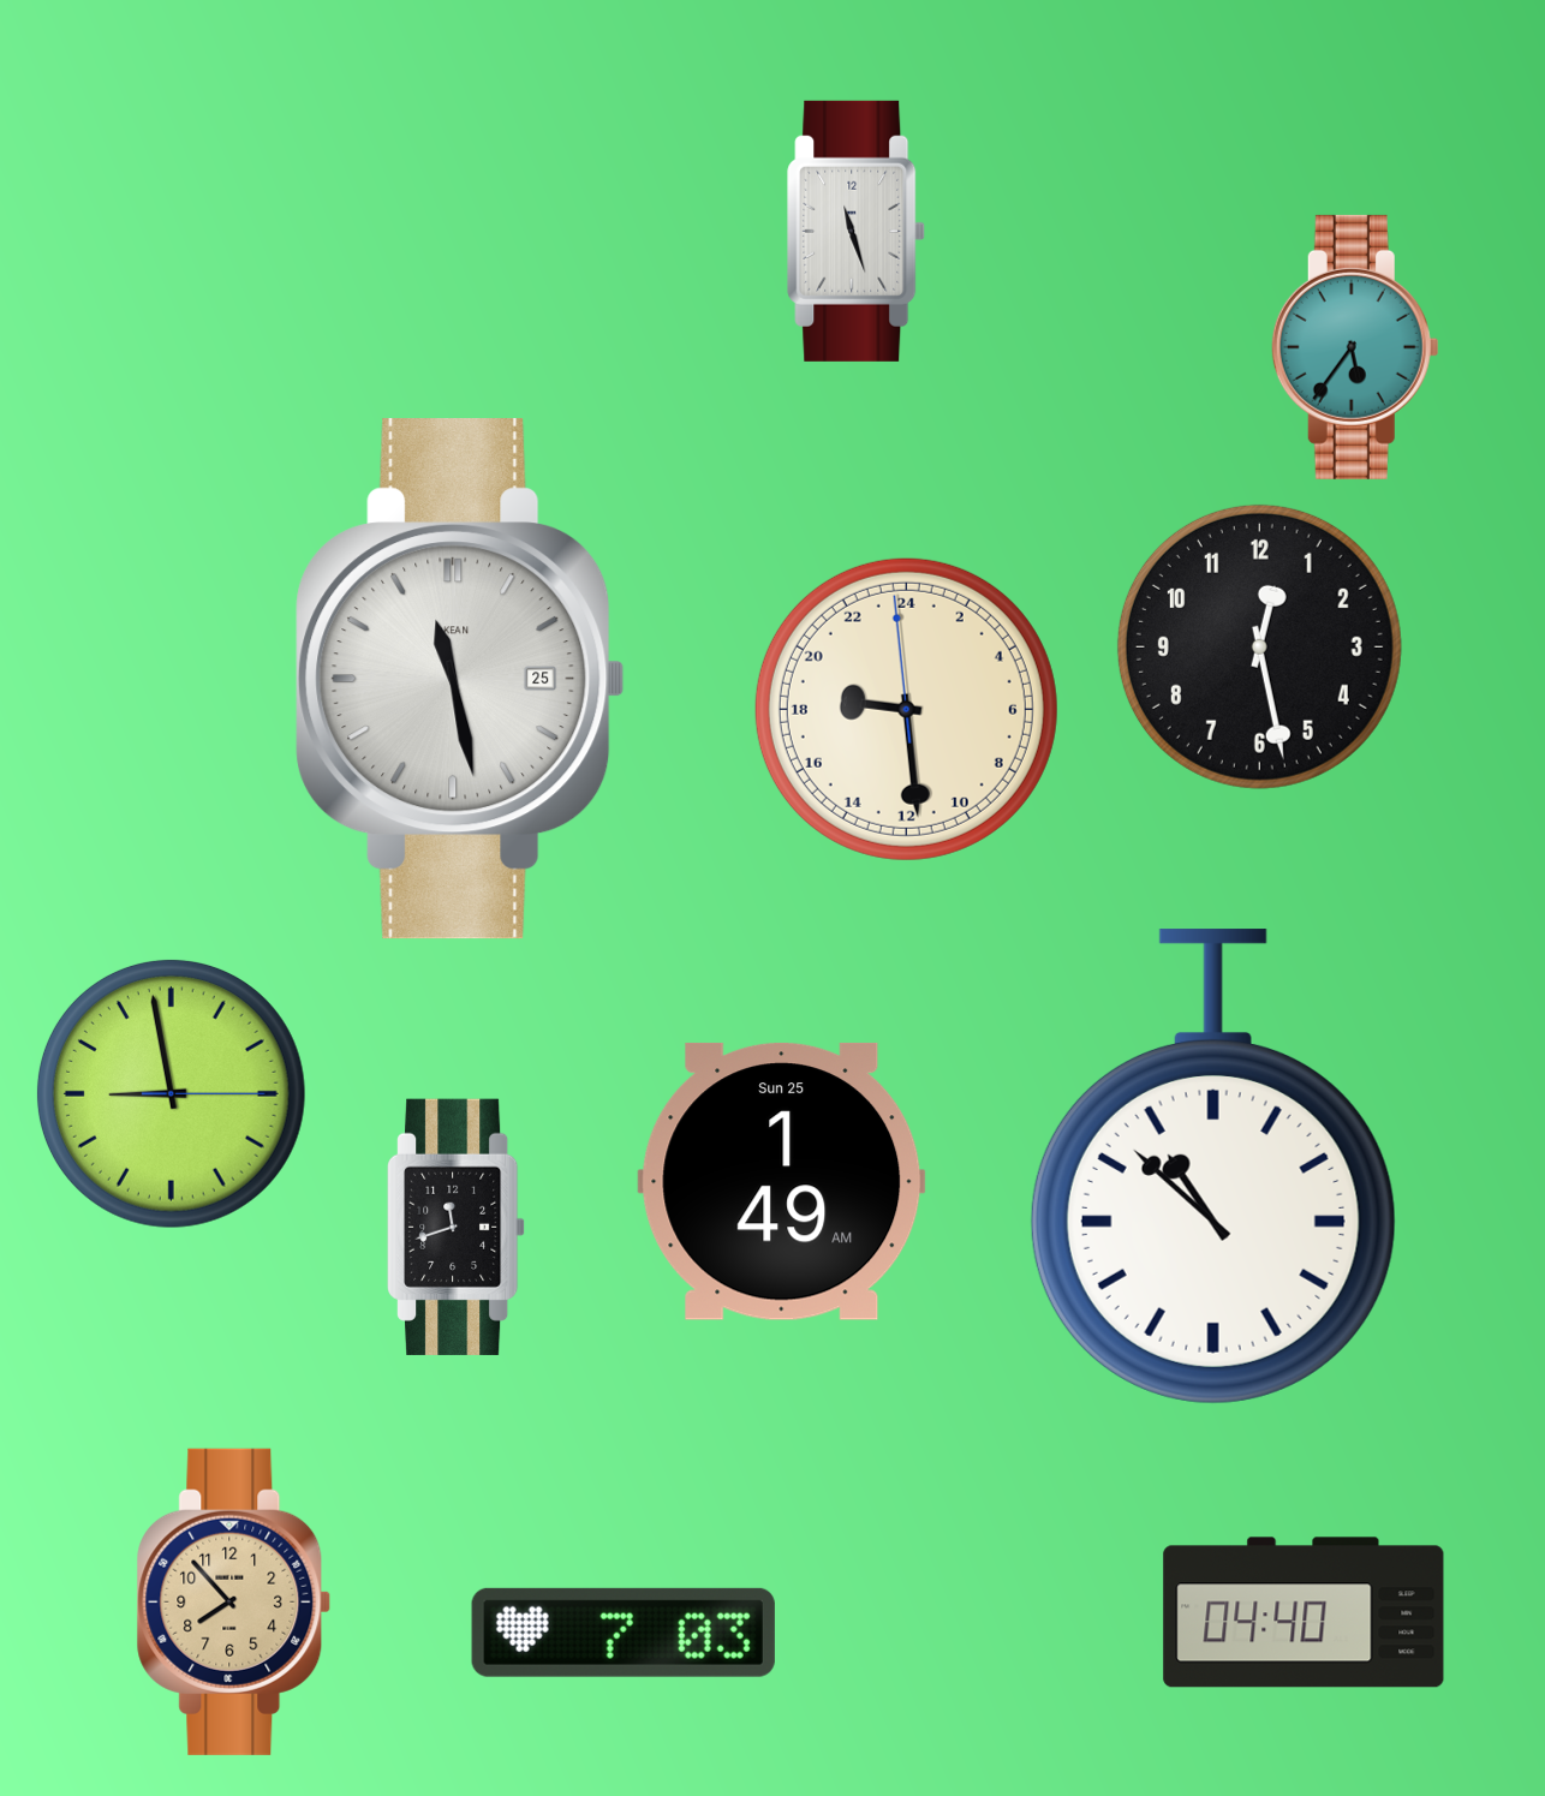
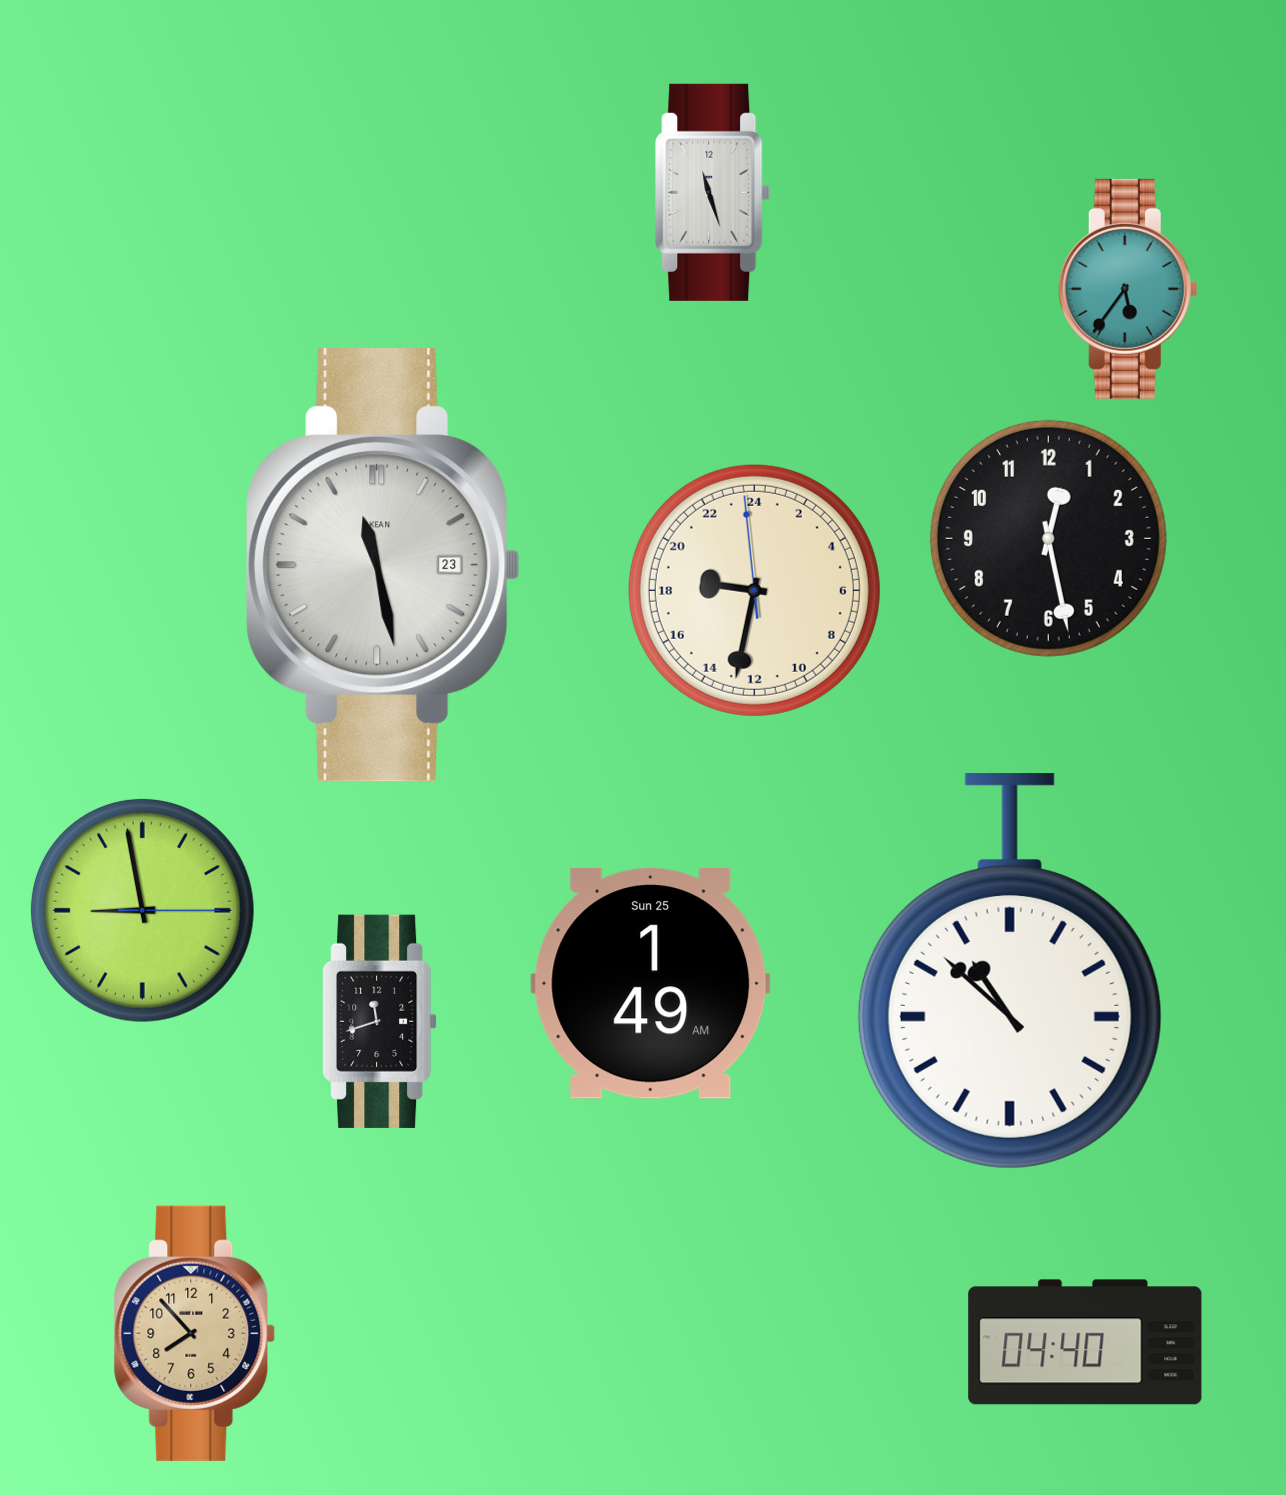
clock at (460, 680) date: 25 -> 23
clock at (906, 709): 18:28 -> 18:31
clock at (624, 1633): 7:03 -> none
